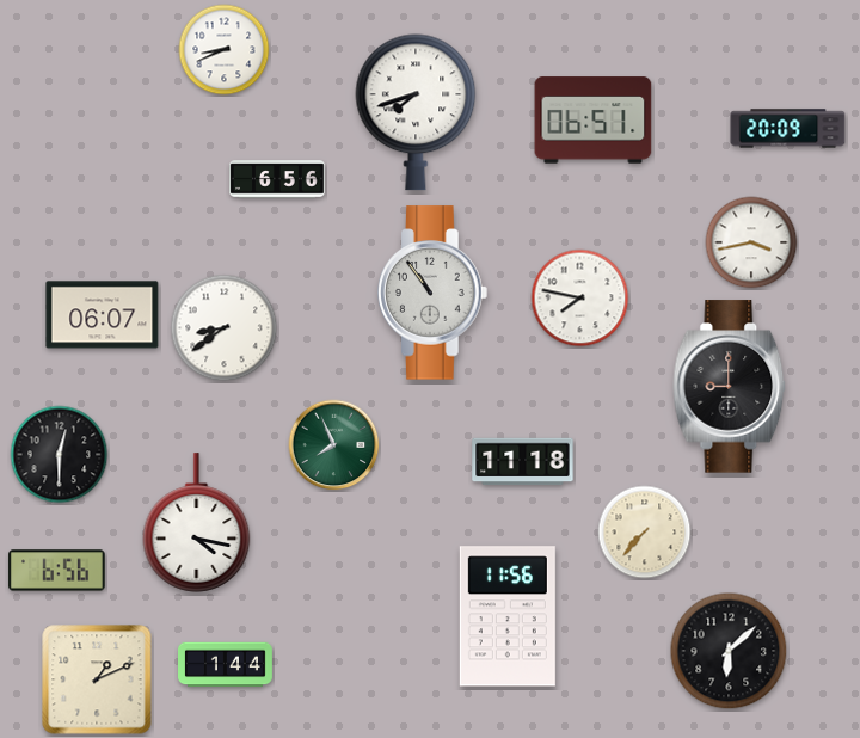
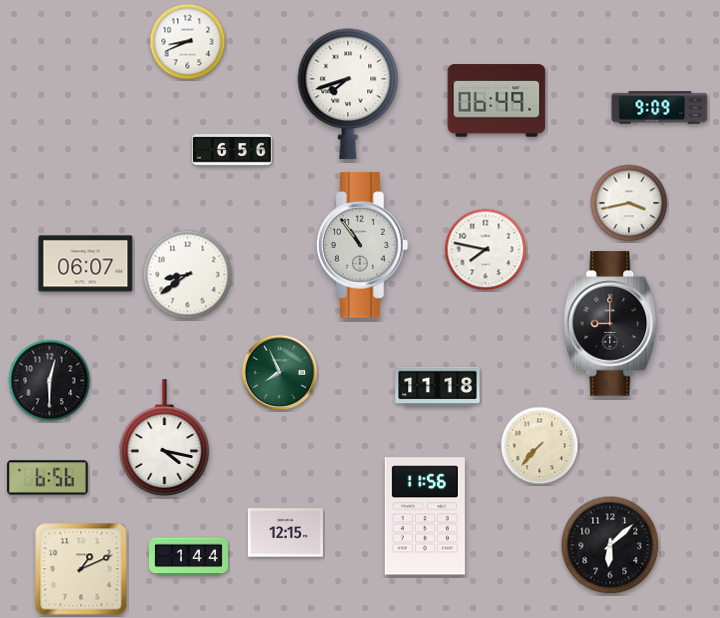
clock at (594, 121): 06:51 -> 06:49
clock at (788, 129): 20:09 -> 9:09
clock at (285, 533): none -> 12:15
